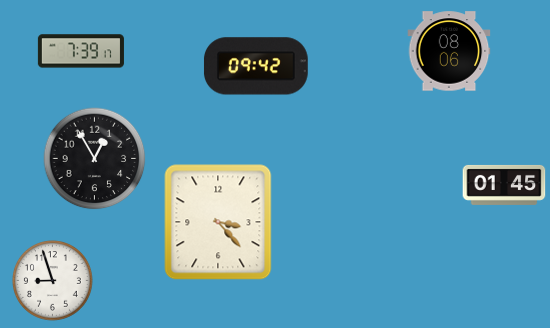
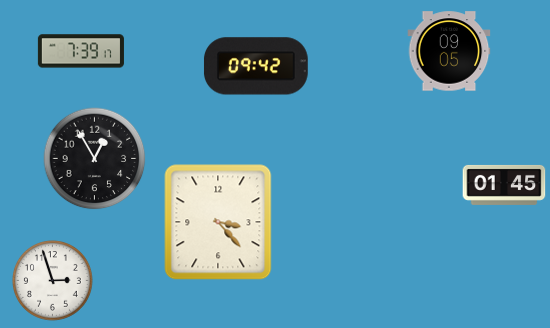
clock at (449, 51): 08:06 -> 09:05
clock at (53, 281): 8:57 -> 2:57
